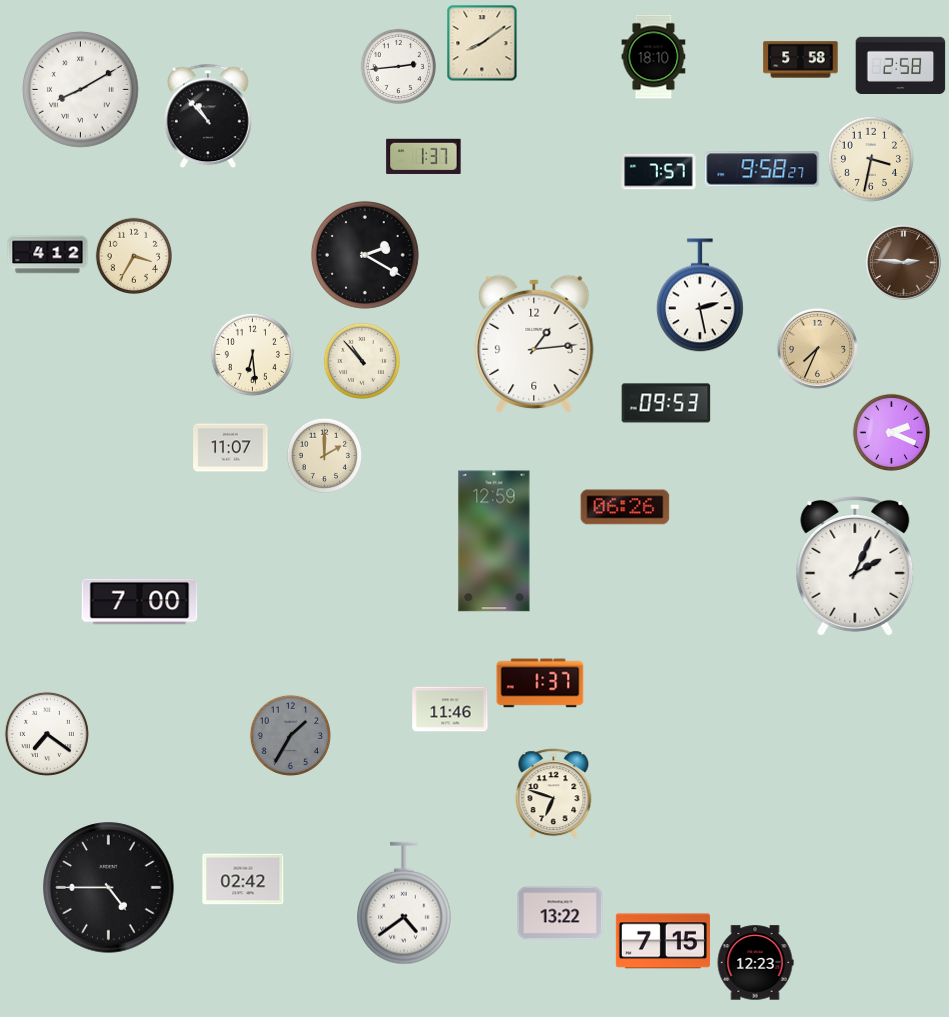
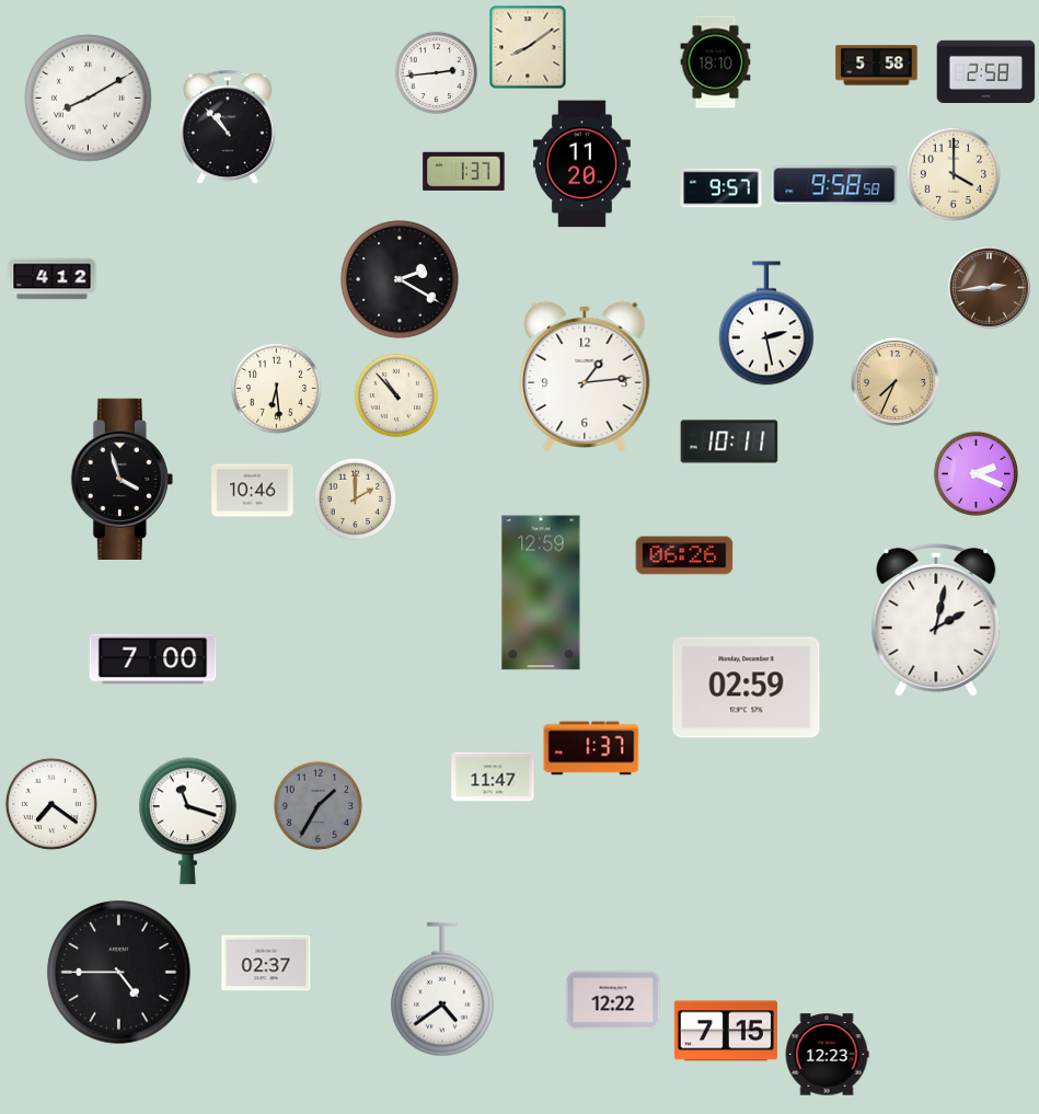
clock at (581, 164): none -> 11:20
clock at (871, 159): 3:32 -> 4:00
clock at (762, 169): 9:58:27 -> 9:58:58
clock at (659, 172): 7:57 -> 9:57
clock at (133, 255): 3:35 -> none
clock at (904, 263): 2:46 -> 2:44
clock at (666, 403): 09:53 -> 10:11
clock at (122, 479): none -> 3:57
clock at (231, 448): 11:07 -> 10:46
clock at (855, 566): 2:04 -> 2:02
clock at (747, 688): none -> 02:59
clock at (450, 709): 11:46 -> 11:47
clock at (188, 822): none -> 11:18
clock at (554, 794): 6:48 -> none
clock at (243, 879): 02:42 -> 02:37
clock at (560, 913): 13:22 -> 12:22
